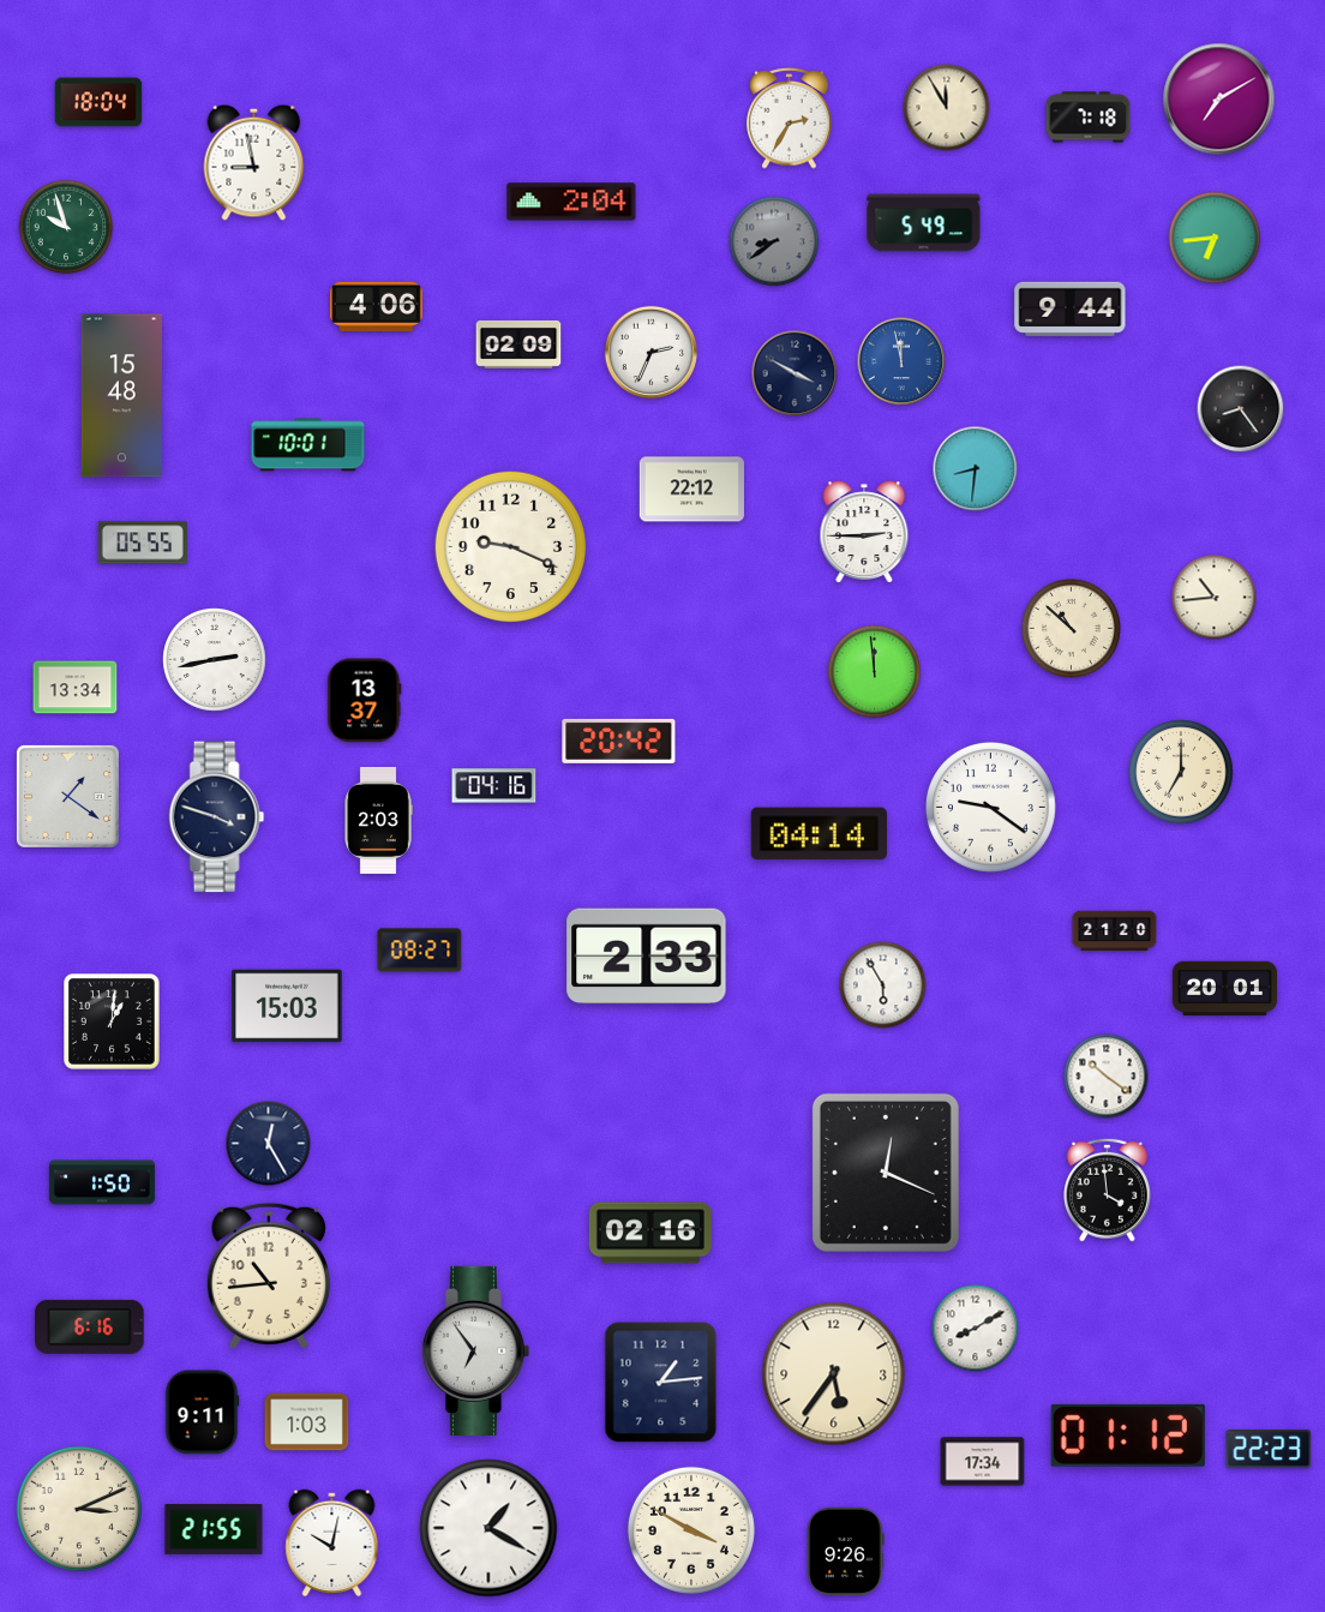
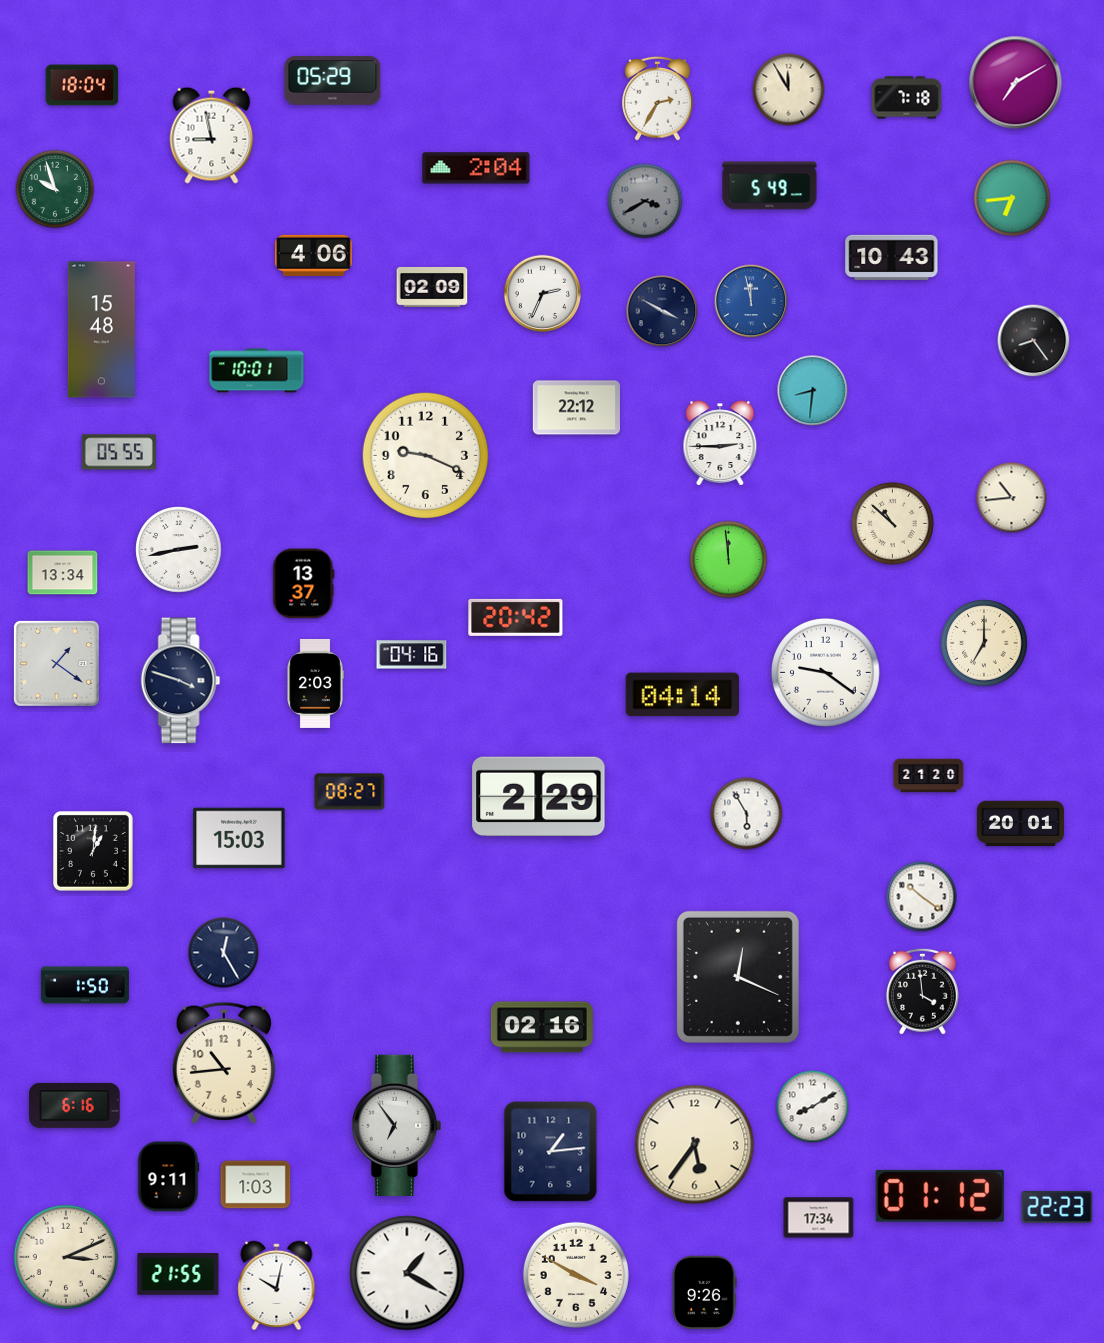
clock at (333, 81): none -> 05:29
clock at (774, 241): 8:39 -> 3:40
clock at (1071, 308): 9:44 -> 10:43
clock at (647, 957): 2:33 -> 2:29
clock at (883, 985) position: (883, 985) -> (747, 814)
